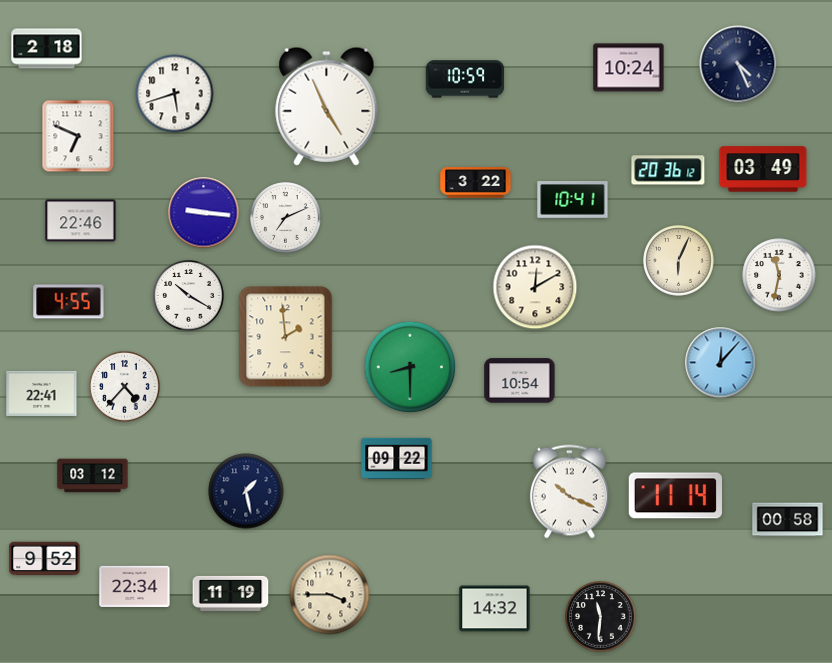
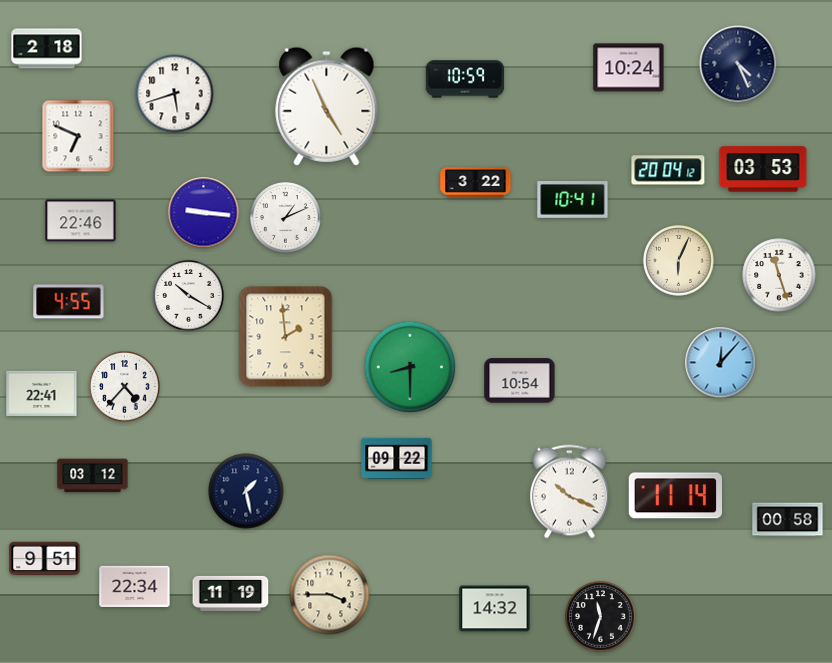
clock at (763, 169): 03:49 -> 03:53
clock at (668, 170): 20:36 -> 20:04
clock at (286, 218): 7:11 -> 1:11
clock at (779, 275): 11:32 -> 11:27
clock at (535, 287): 12:10 -> none
clock at (45, 559): 9:52 -> 9:51
clock at (601, 617): 11:31 -> 11:33
